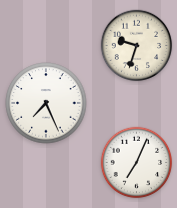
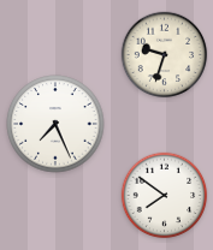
clock at (137, 163): 7:04 -> 7:51
